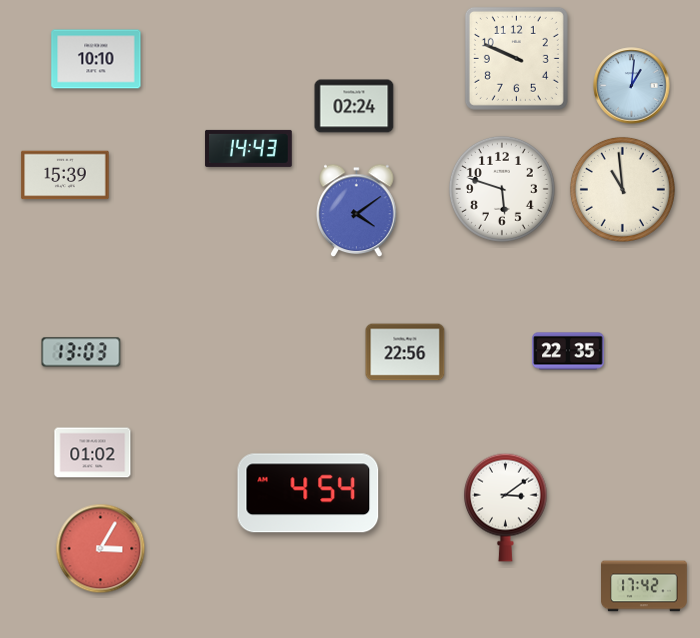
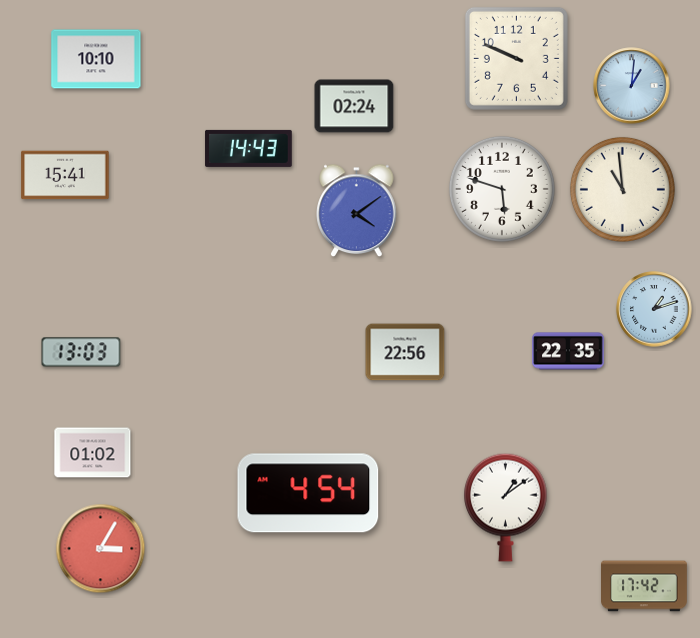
clock at (65, 175): 15:39 -> 15:41
clock at (654, 309): none -> 1:12
clock at (506, 507): 3:09 -> 1:09
